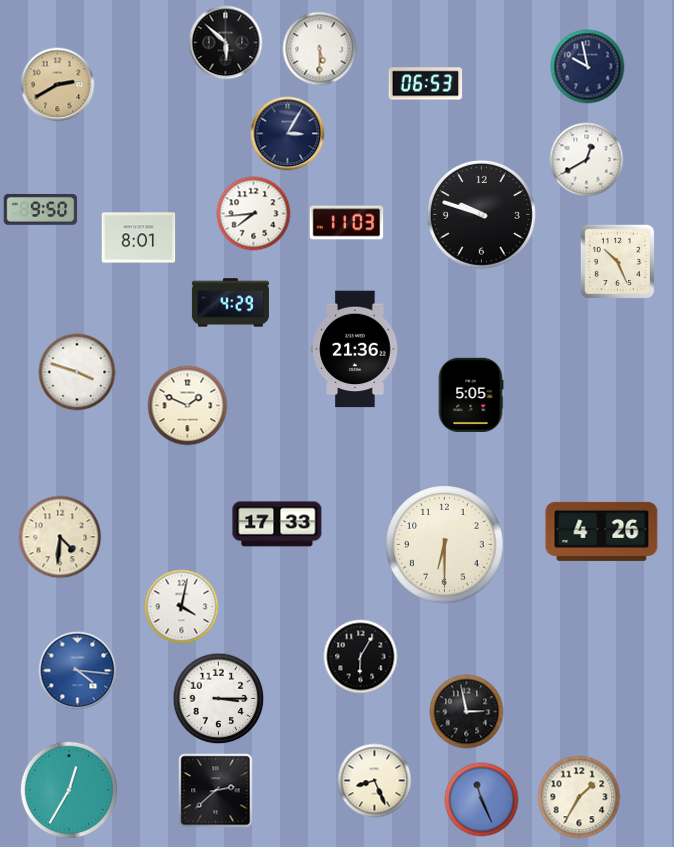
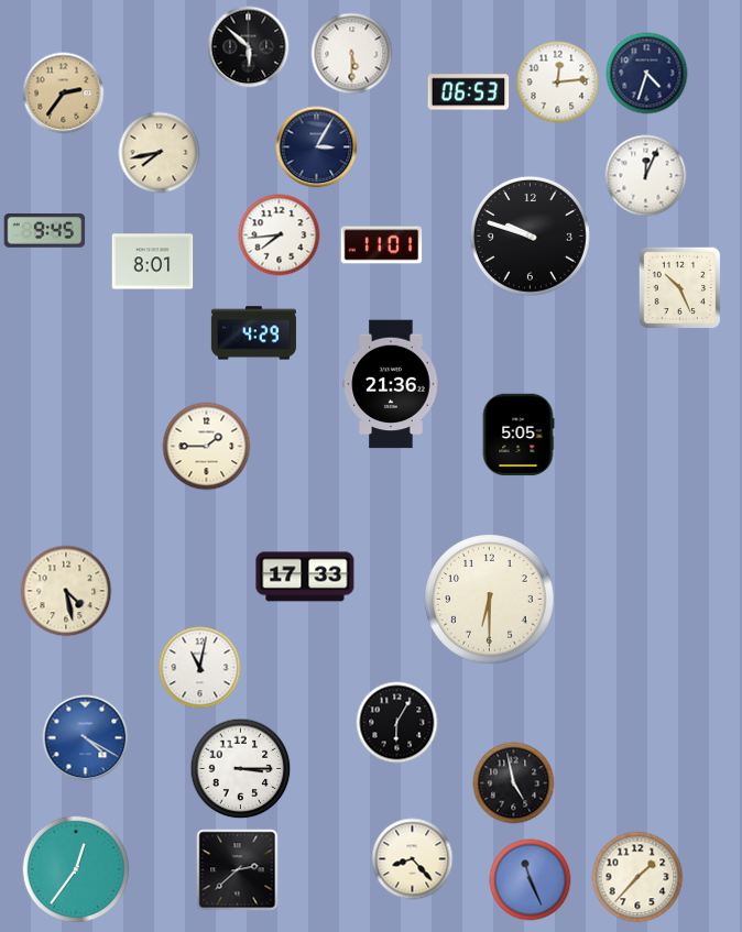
clock at (588, 67): 9:58 -> 4:33
clock at (558, 83): none -> 12:14
clock at (58, 85): 2:40 -> 2:36
clock at (160, 153): none -> 7:43
clock at (587, 160): 12:40 -> 12:04
clock at (41, 209): 9:50 -> 9:45
clock at (347, 223): 11:03 -> 11:01
clock at (77, 372): 3:48 -> none
clock at (188, 406): 1:49 -> 1:45
clock at (602, 531): 4:26 -> none
clock at (60, 537): 4:31 -> 4:28
clock at (182, 607): 4:02 -> 11:02
clock at (78, 671): 4:16 -> 4:20
clock at (467, 712): 2:58 -> 4:58
clock at (375, 781): 8:26 -> 8:23
clock at (69, 790): 12:35 -> 12:36
clock at (579, 797): 1:35 -> 1:37
